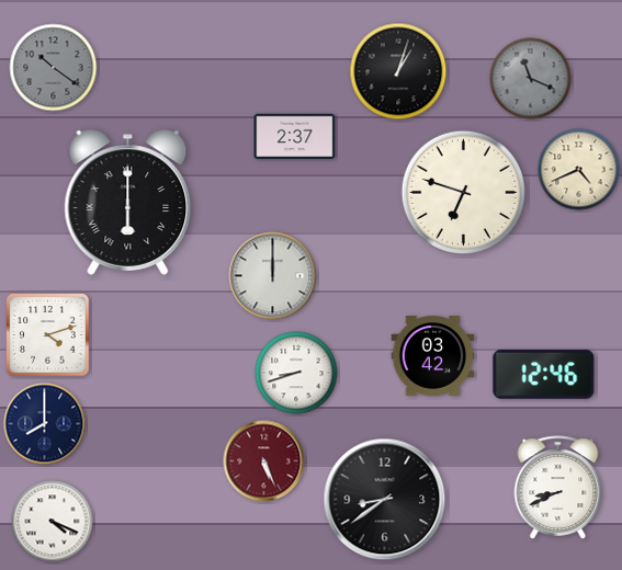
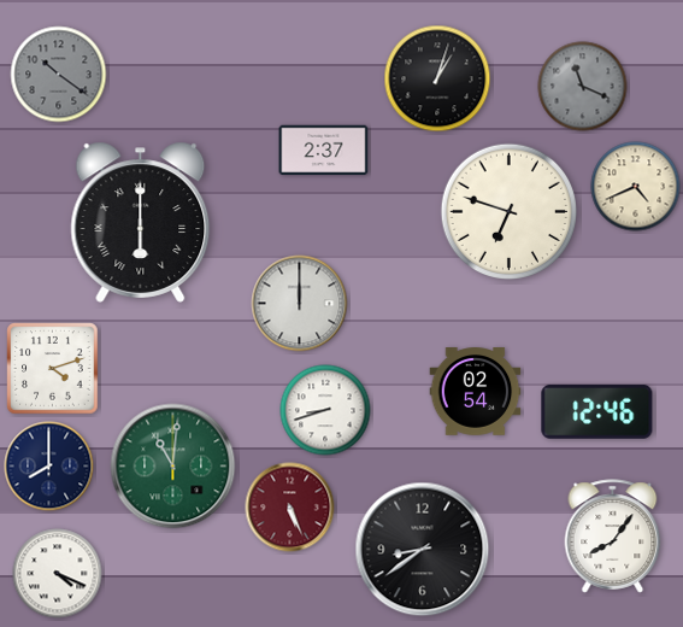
clock at (433, 356): 03:42 -> 02:54
clock at (173, 467): none -> 11:01
clock at (558, 488): 8:41 -> 8:06
